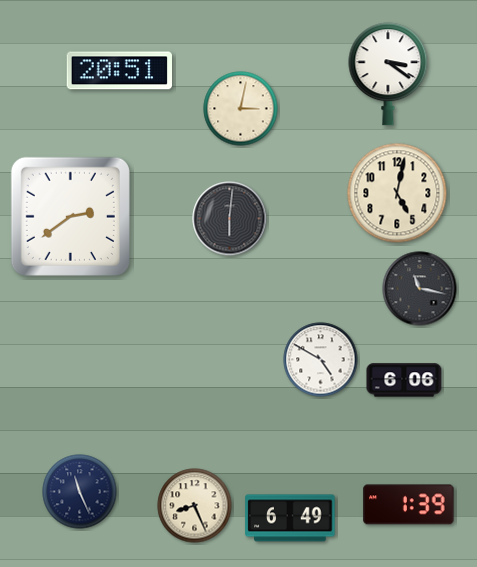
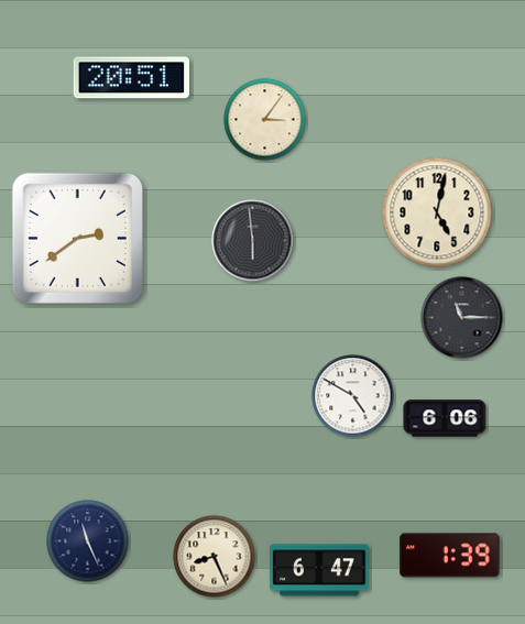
clock at (388, 74): 3:21 -> none
clock at (241, 109): 3:02 -> 3:06
clock at (230, 219): 6:01 -> 5:59
clock at (420, 289): 11:17 -> 11:15
clock at (290, 518): 6:49 -> 6:47
